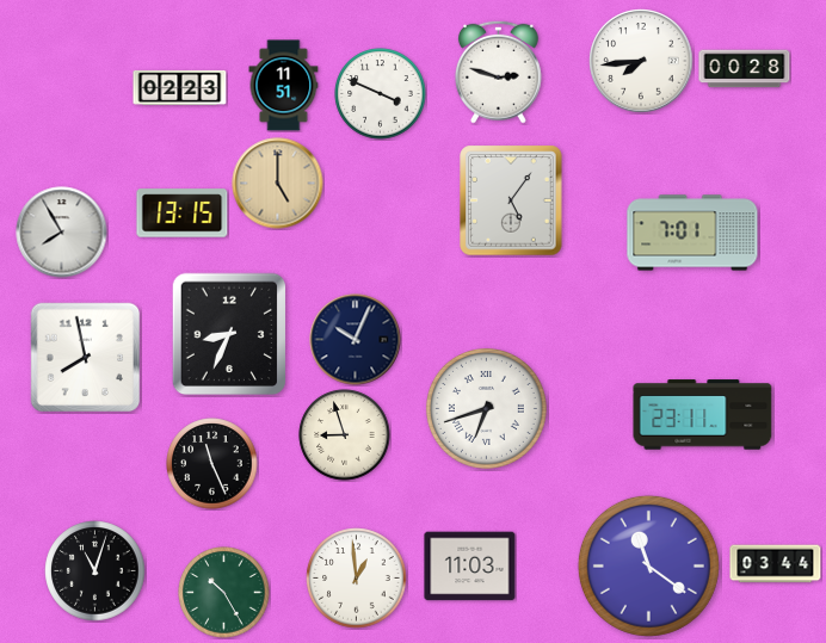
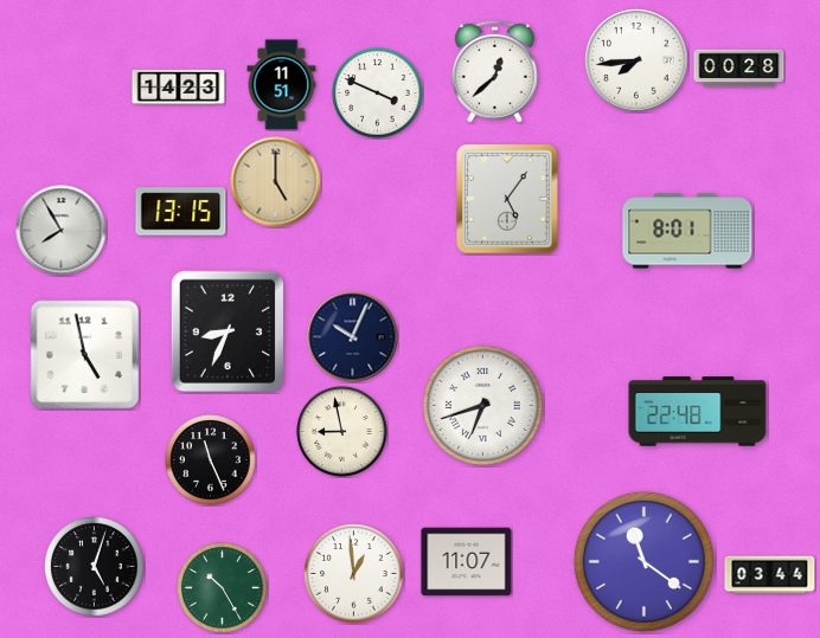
clock at (498, 72): 2:48 -> 12:38
clock at (180, 87): 02:23 -> 14:23
clock at (692, 233): 7:01 -> 8:01
clock at (86, 358): 7:58 -> 4:58
clock at (703, 415): 23:11 -> 22:48
clock at (345, 435): 8:57 -> 8:58
clock at (776, 564) position: (776, 564) -> (770, 575)
clock at (470, 567): 11:03 -> 11:07
clock at (95, 571): 11:03 -> 5:03
